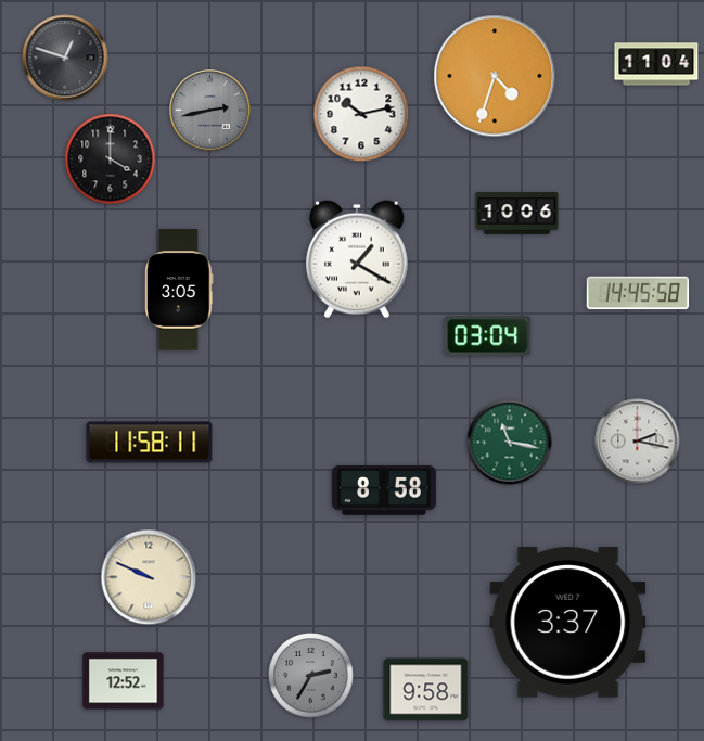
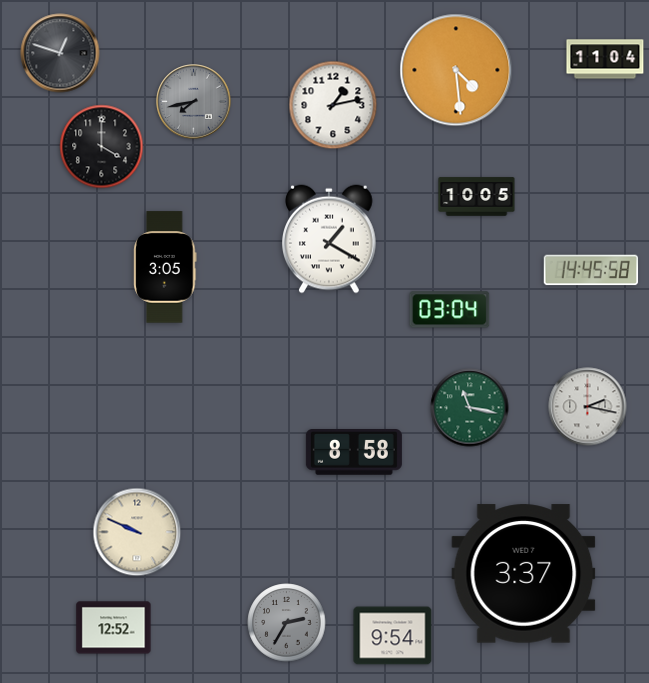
clock at (495, 76): 4:33 -> 4:29
clock at (210, 111): 2:43 -> 7:43
clock at (361, 114): 10:13 -> 1:13
clock at (517, 214): 10:06 -> 10:05
clock at (638, 293) position: (638, 293) -> (591, 270)
clock at (150, 443): 11:58 -> none
clock at (426, 690): 9:58 -> 9:54
